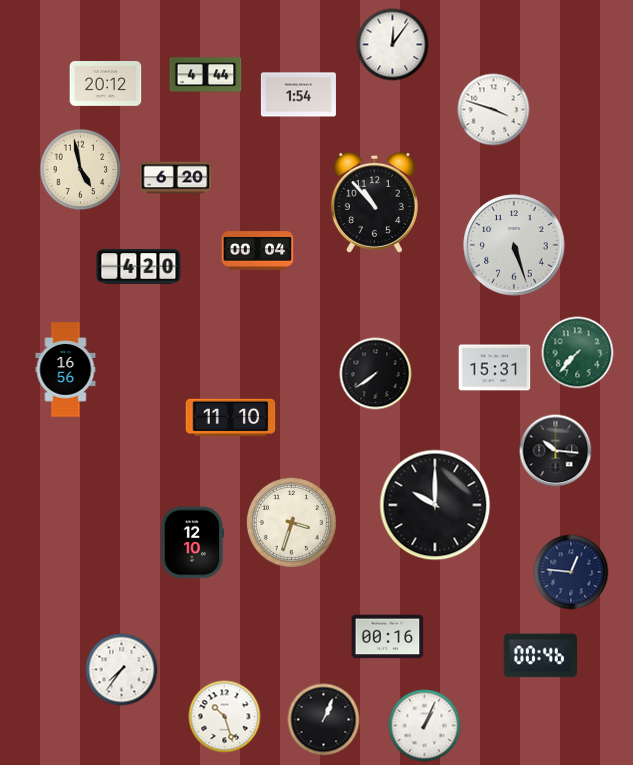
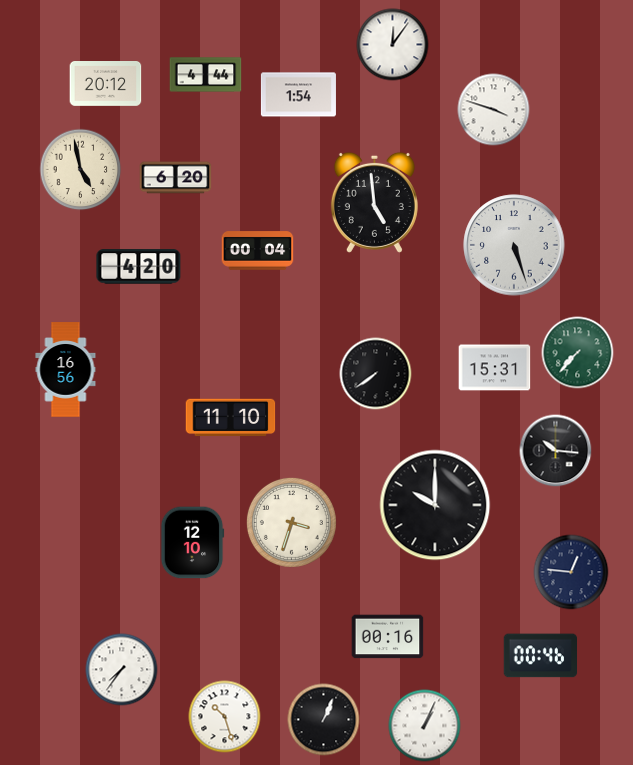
clock at (374, 202): 10:53 -> 4:59
